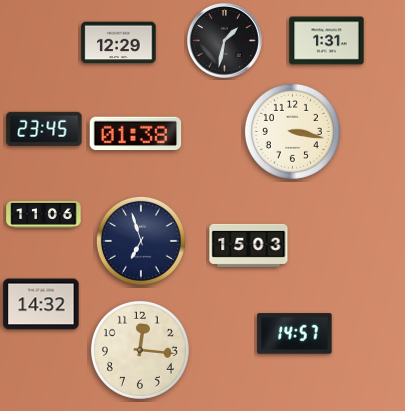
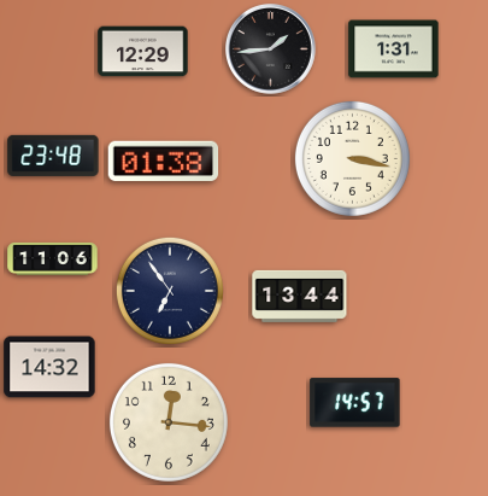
clock at (225, 41): 1:32 -> 1:44
clock at (44, 129): 23:45 -> 23:48
clock at (141, 241): 6:57 -> 6:54
clock at (249, 245): 15:03 -> 13:44
